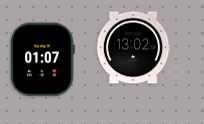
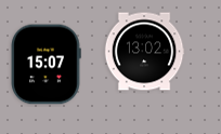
clock at (42, 60): 01:07 -> 15:07
